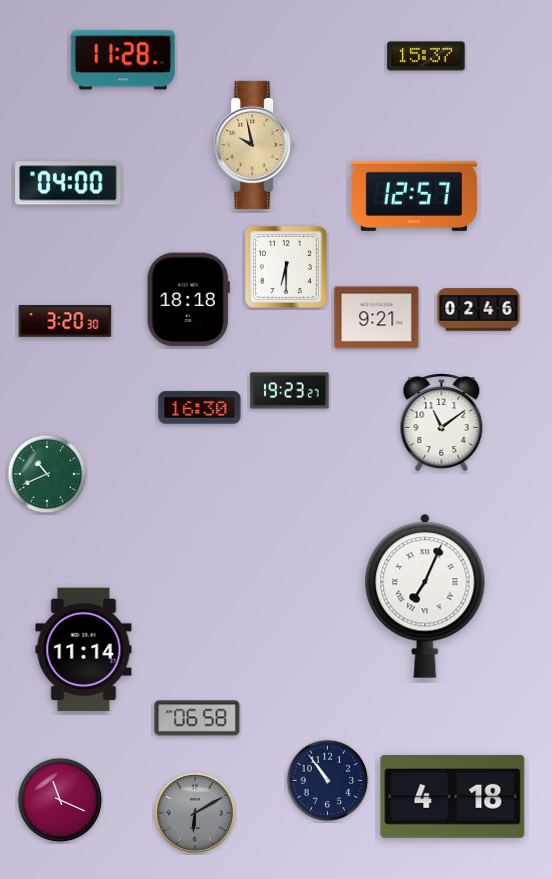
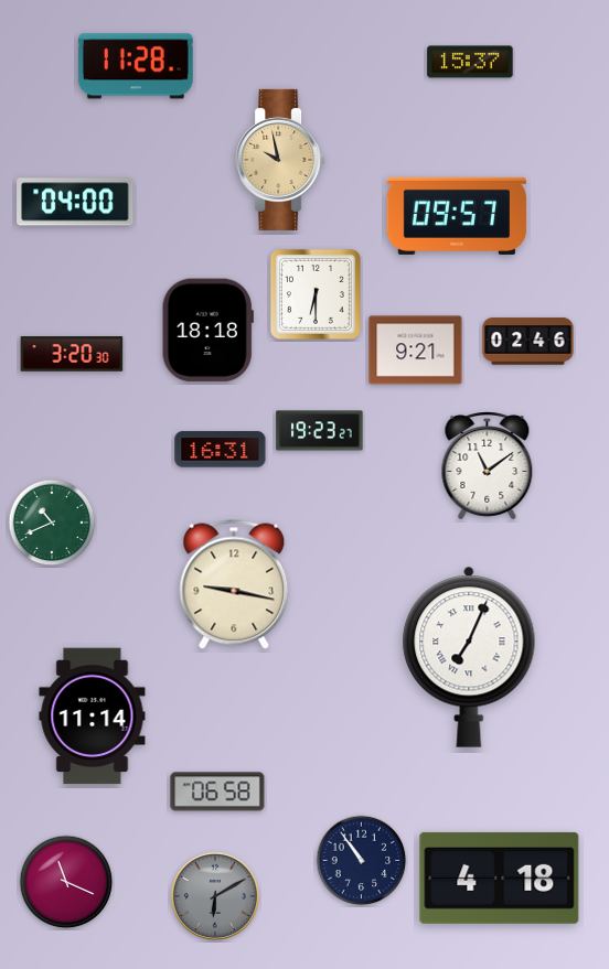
clock at (414, 196): 12:57 -> 09:57
clock at (200, 408): 16:30 -> 16:31
clock at (234, 584): none -> 9:17
